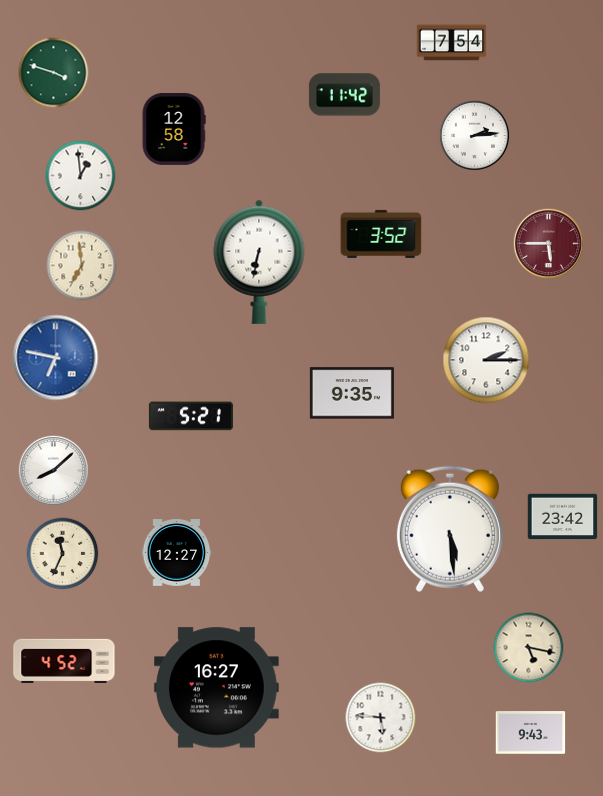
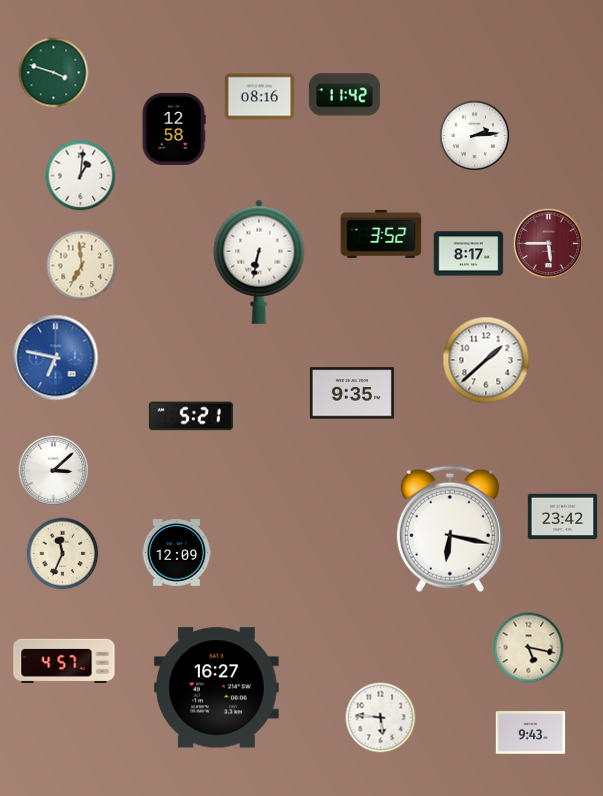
clock at (452, 43): 7:54 -> none
clock at (260, 97): none -> 08:16
clock at (81, 176): 12:59 -> 1:01
clock at (469, 254): none -> 8:17
clock at (486, 360): 2:15 -> 1:38
clock at (54, 471): 8:08 -> 3:08
clock at (450, 529): 5:29 -> 6:17
clock at (177, 553): 12:27 -> 12:09
clock at (64, 661): 4:52 -> 4:57
